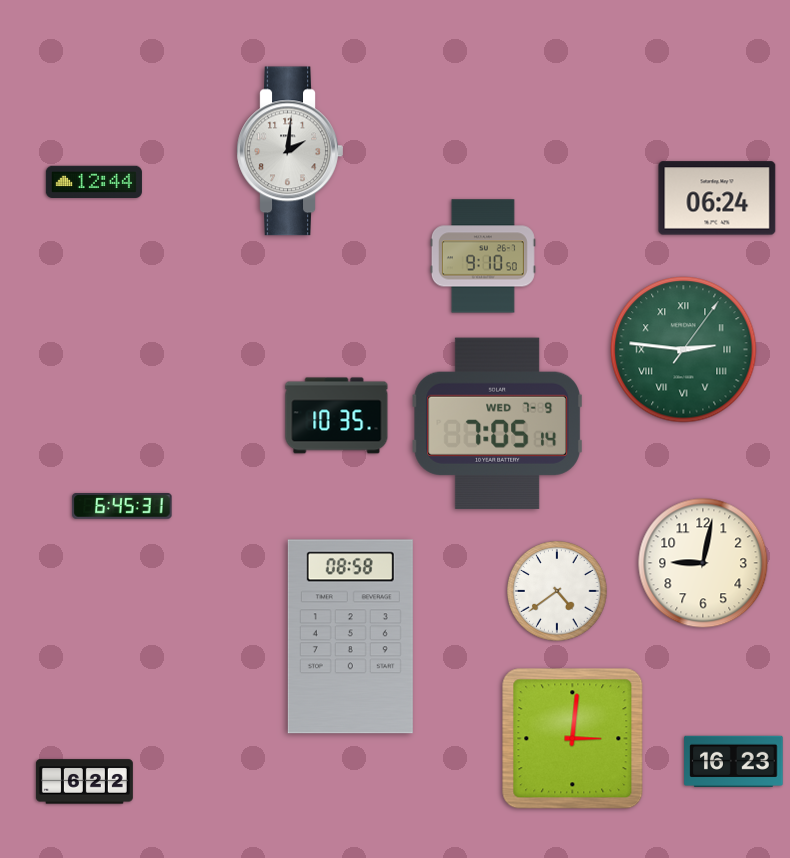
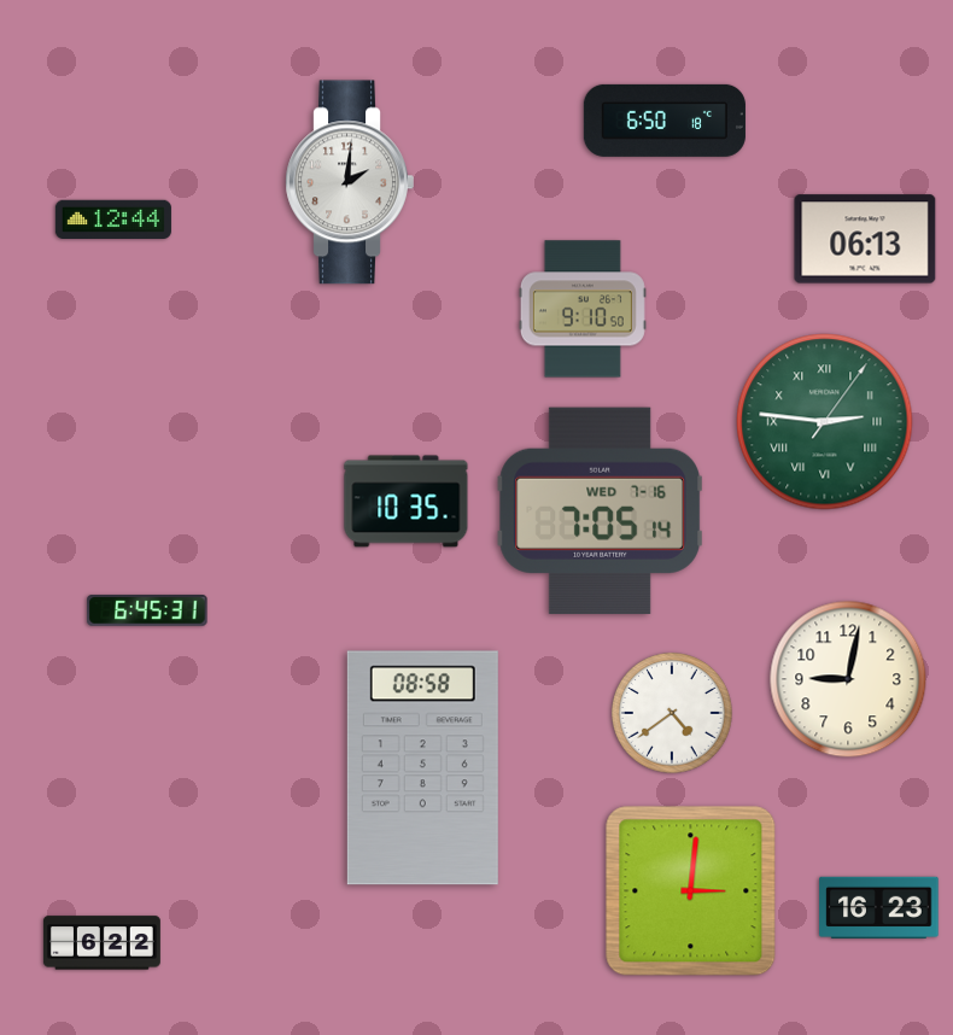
clock at (665, 121): none -> 6:50
clock at (717, 198): 06:24 -> 06:13
clock at (497, 423) date: WED 7-9 -> WED 7-16
clock at (734, 761) position: (734, 761) -> (879, 907)
